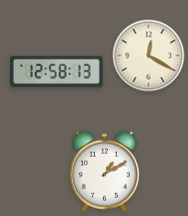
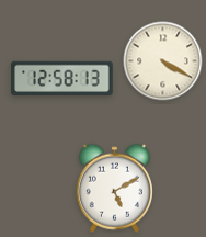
clock at (149, 56): 12:20 -> 4:20
clock at (104, 171): 1:10 -> 5:10
